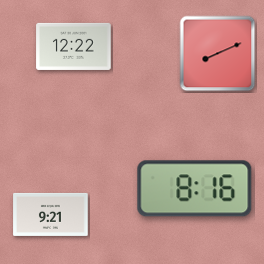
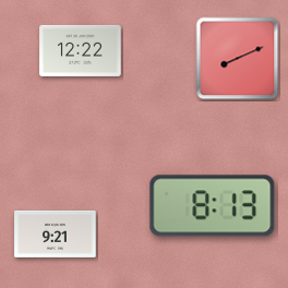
clock at (195, 189): 8:16 -> 8:13
